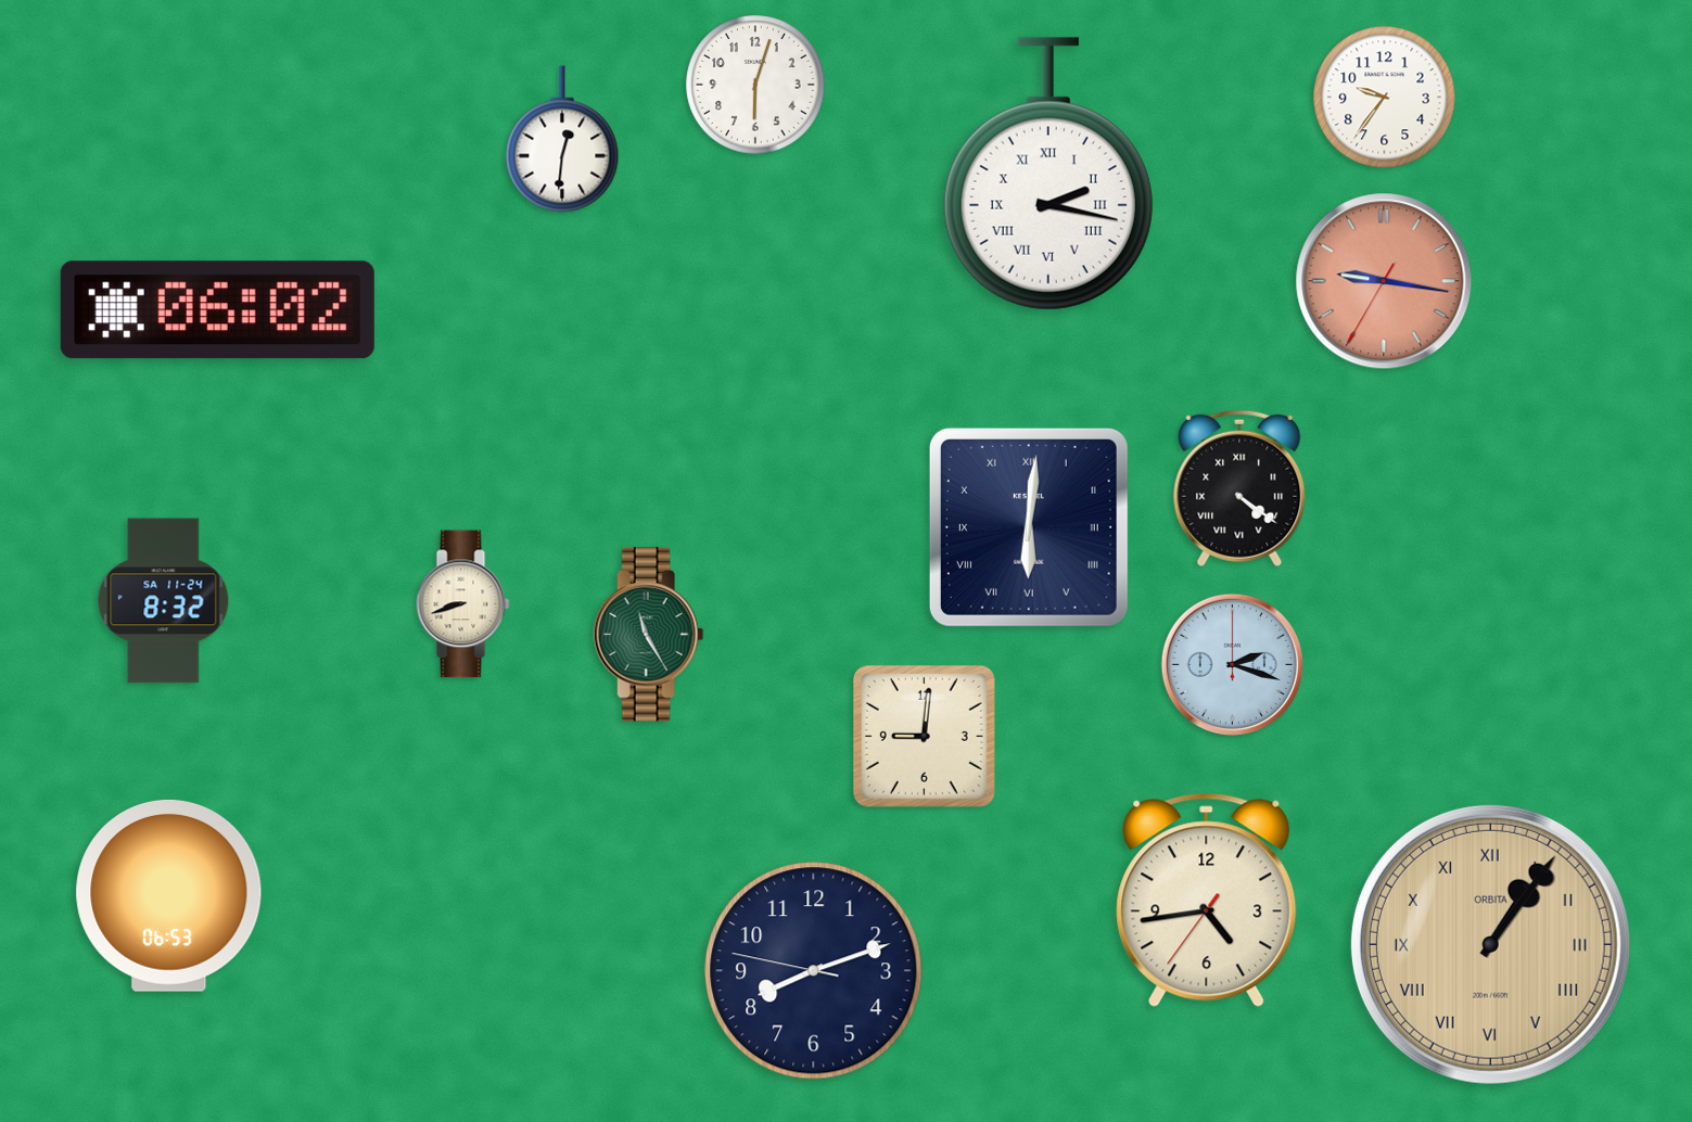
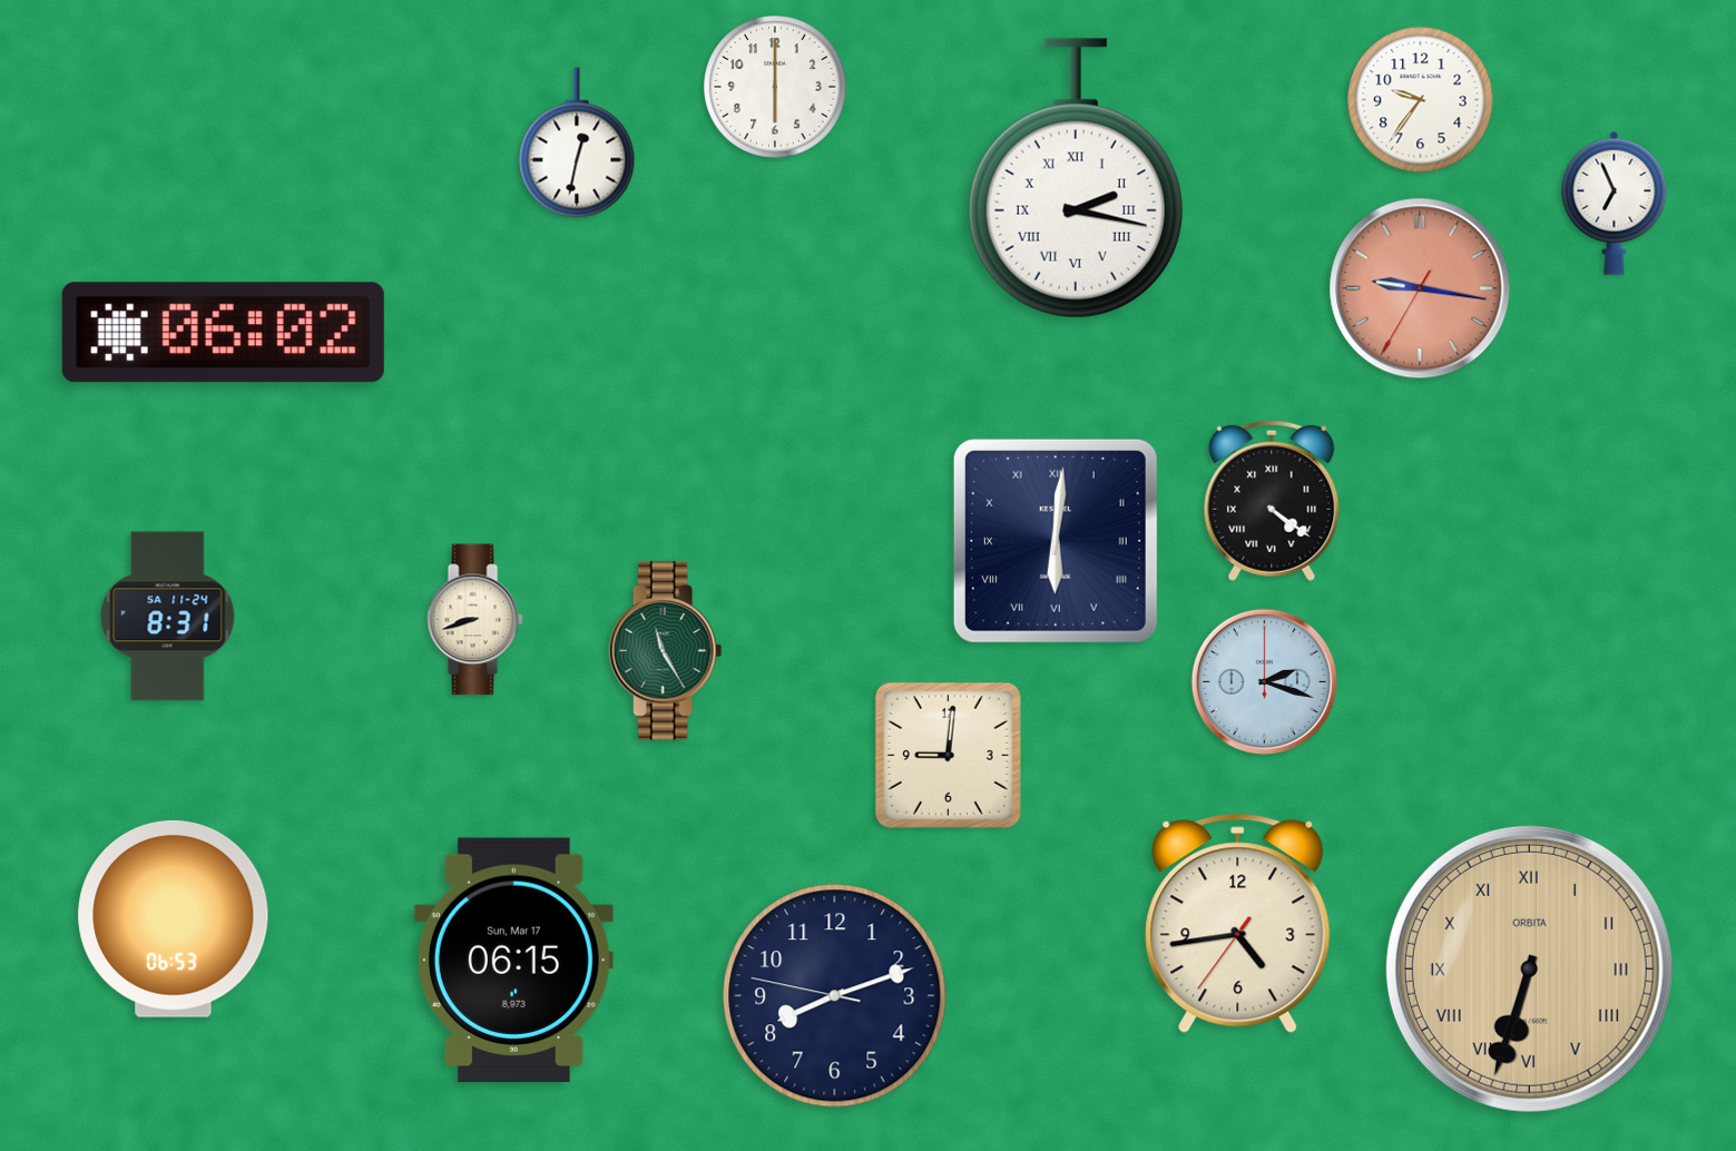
clock at (755, 85): 6:03 -> 6:00
clock at (562, 139): 12:31 -> 12:32
clock at (1615, 203): none -> 6:56
clock at (217, 310) position: (217, 310) -> (223, 333)
clock at (164, 601): 8:32 -> 8:31
clock at (513, 960): none -> 06:15
clock at (1490, 944): 1:06 -> 6:33
